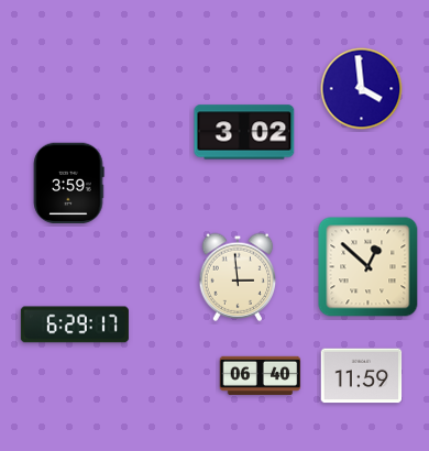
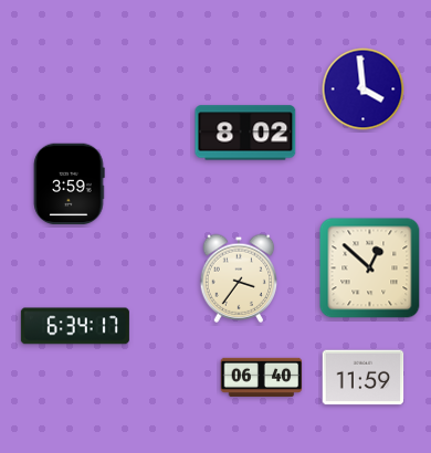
clock at (244, 132): 3:02 -> 8:02
clock at (238, 277): 2:59 -> 3:36
clock at (75, 324): 6:29 -> 6:34
